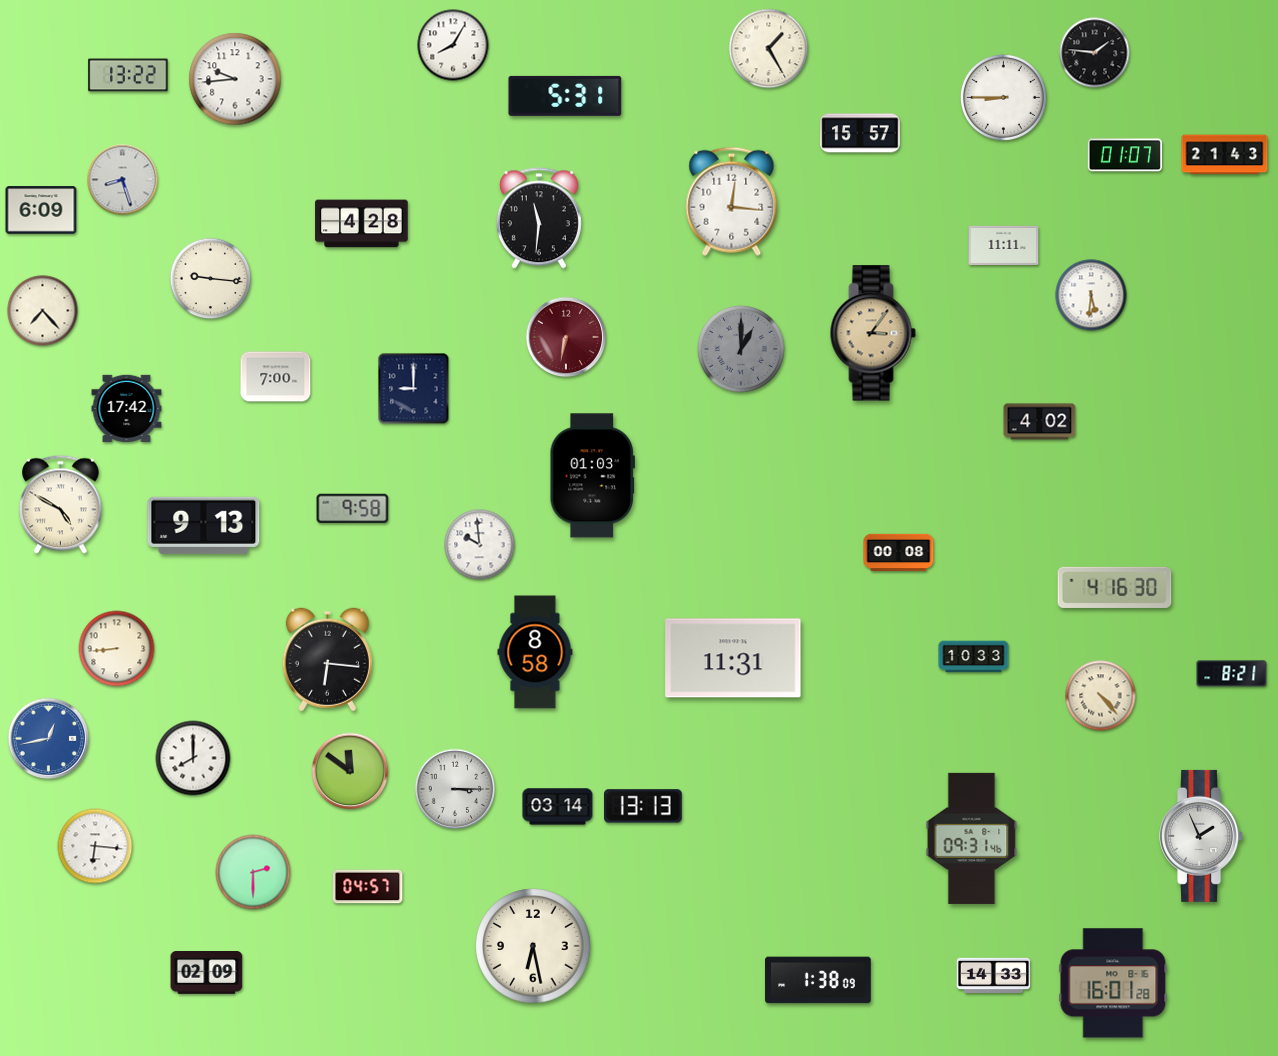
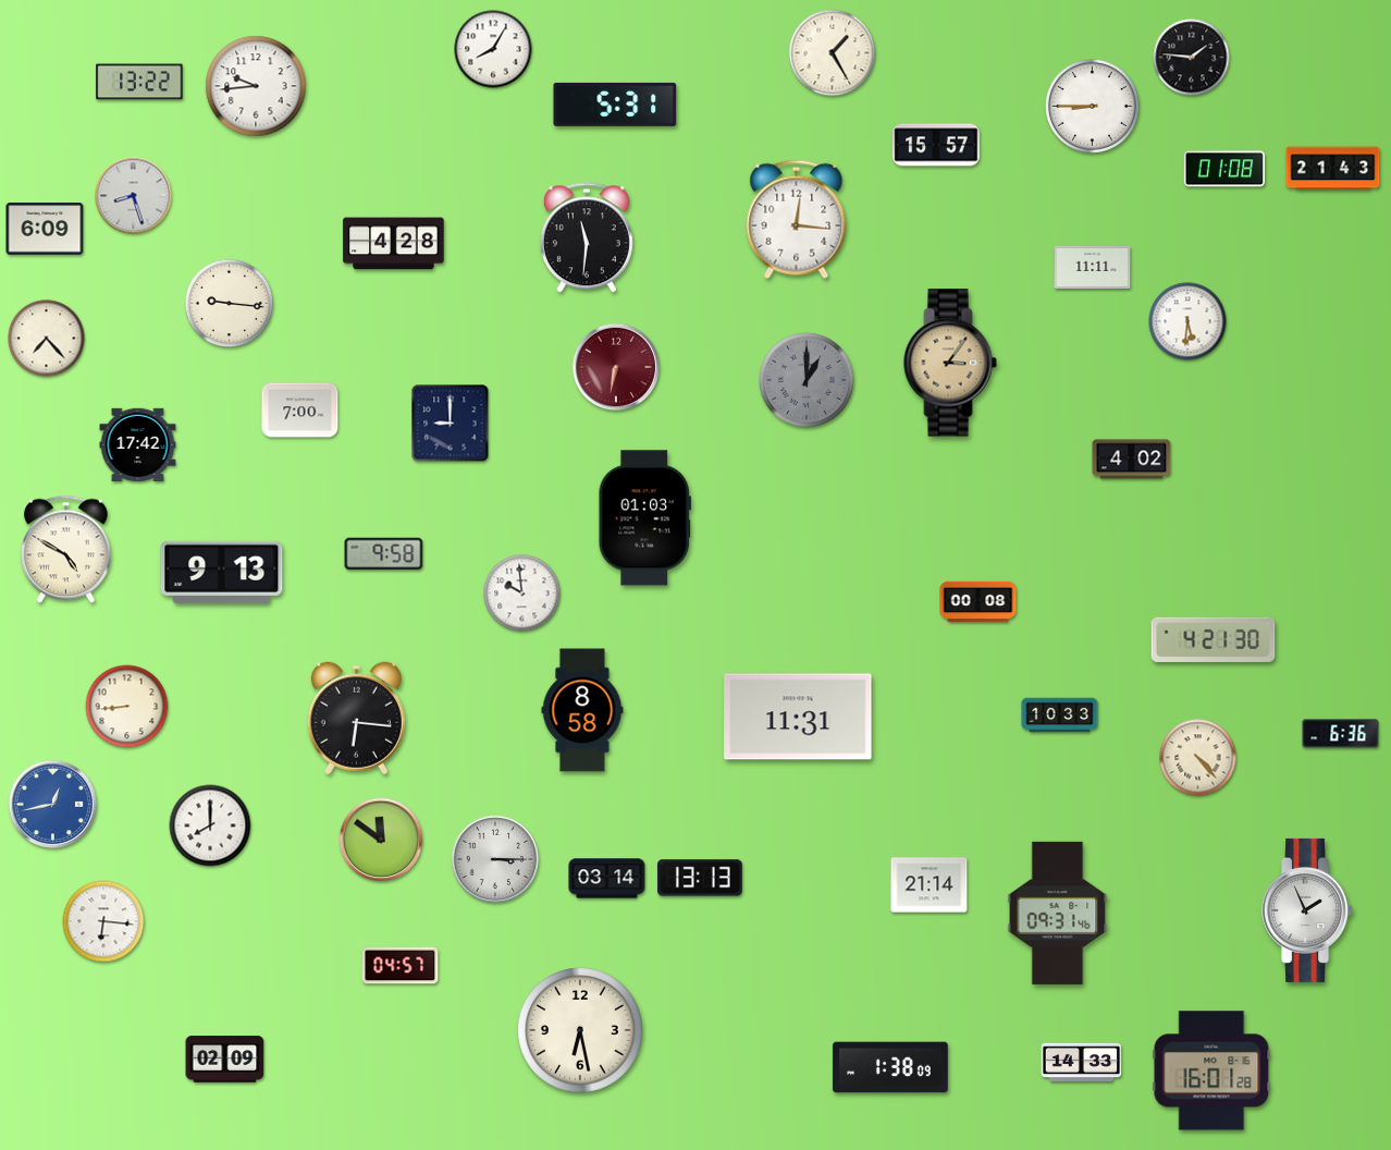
clock at (769, 49) position: (769, 49) -> (833, 53)
clock at (1125, 155): 01:07 -> 01:08
clock at (1115, 587): 4:16 -> 4:21
clock at (1232, 674): 8:21 -> 6:36
clock at (930, 885): none -> 21:14
clock at (253, 872): 2:30 -> none
